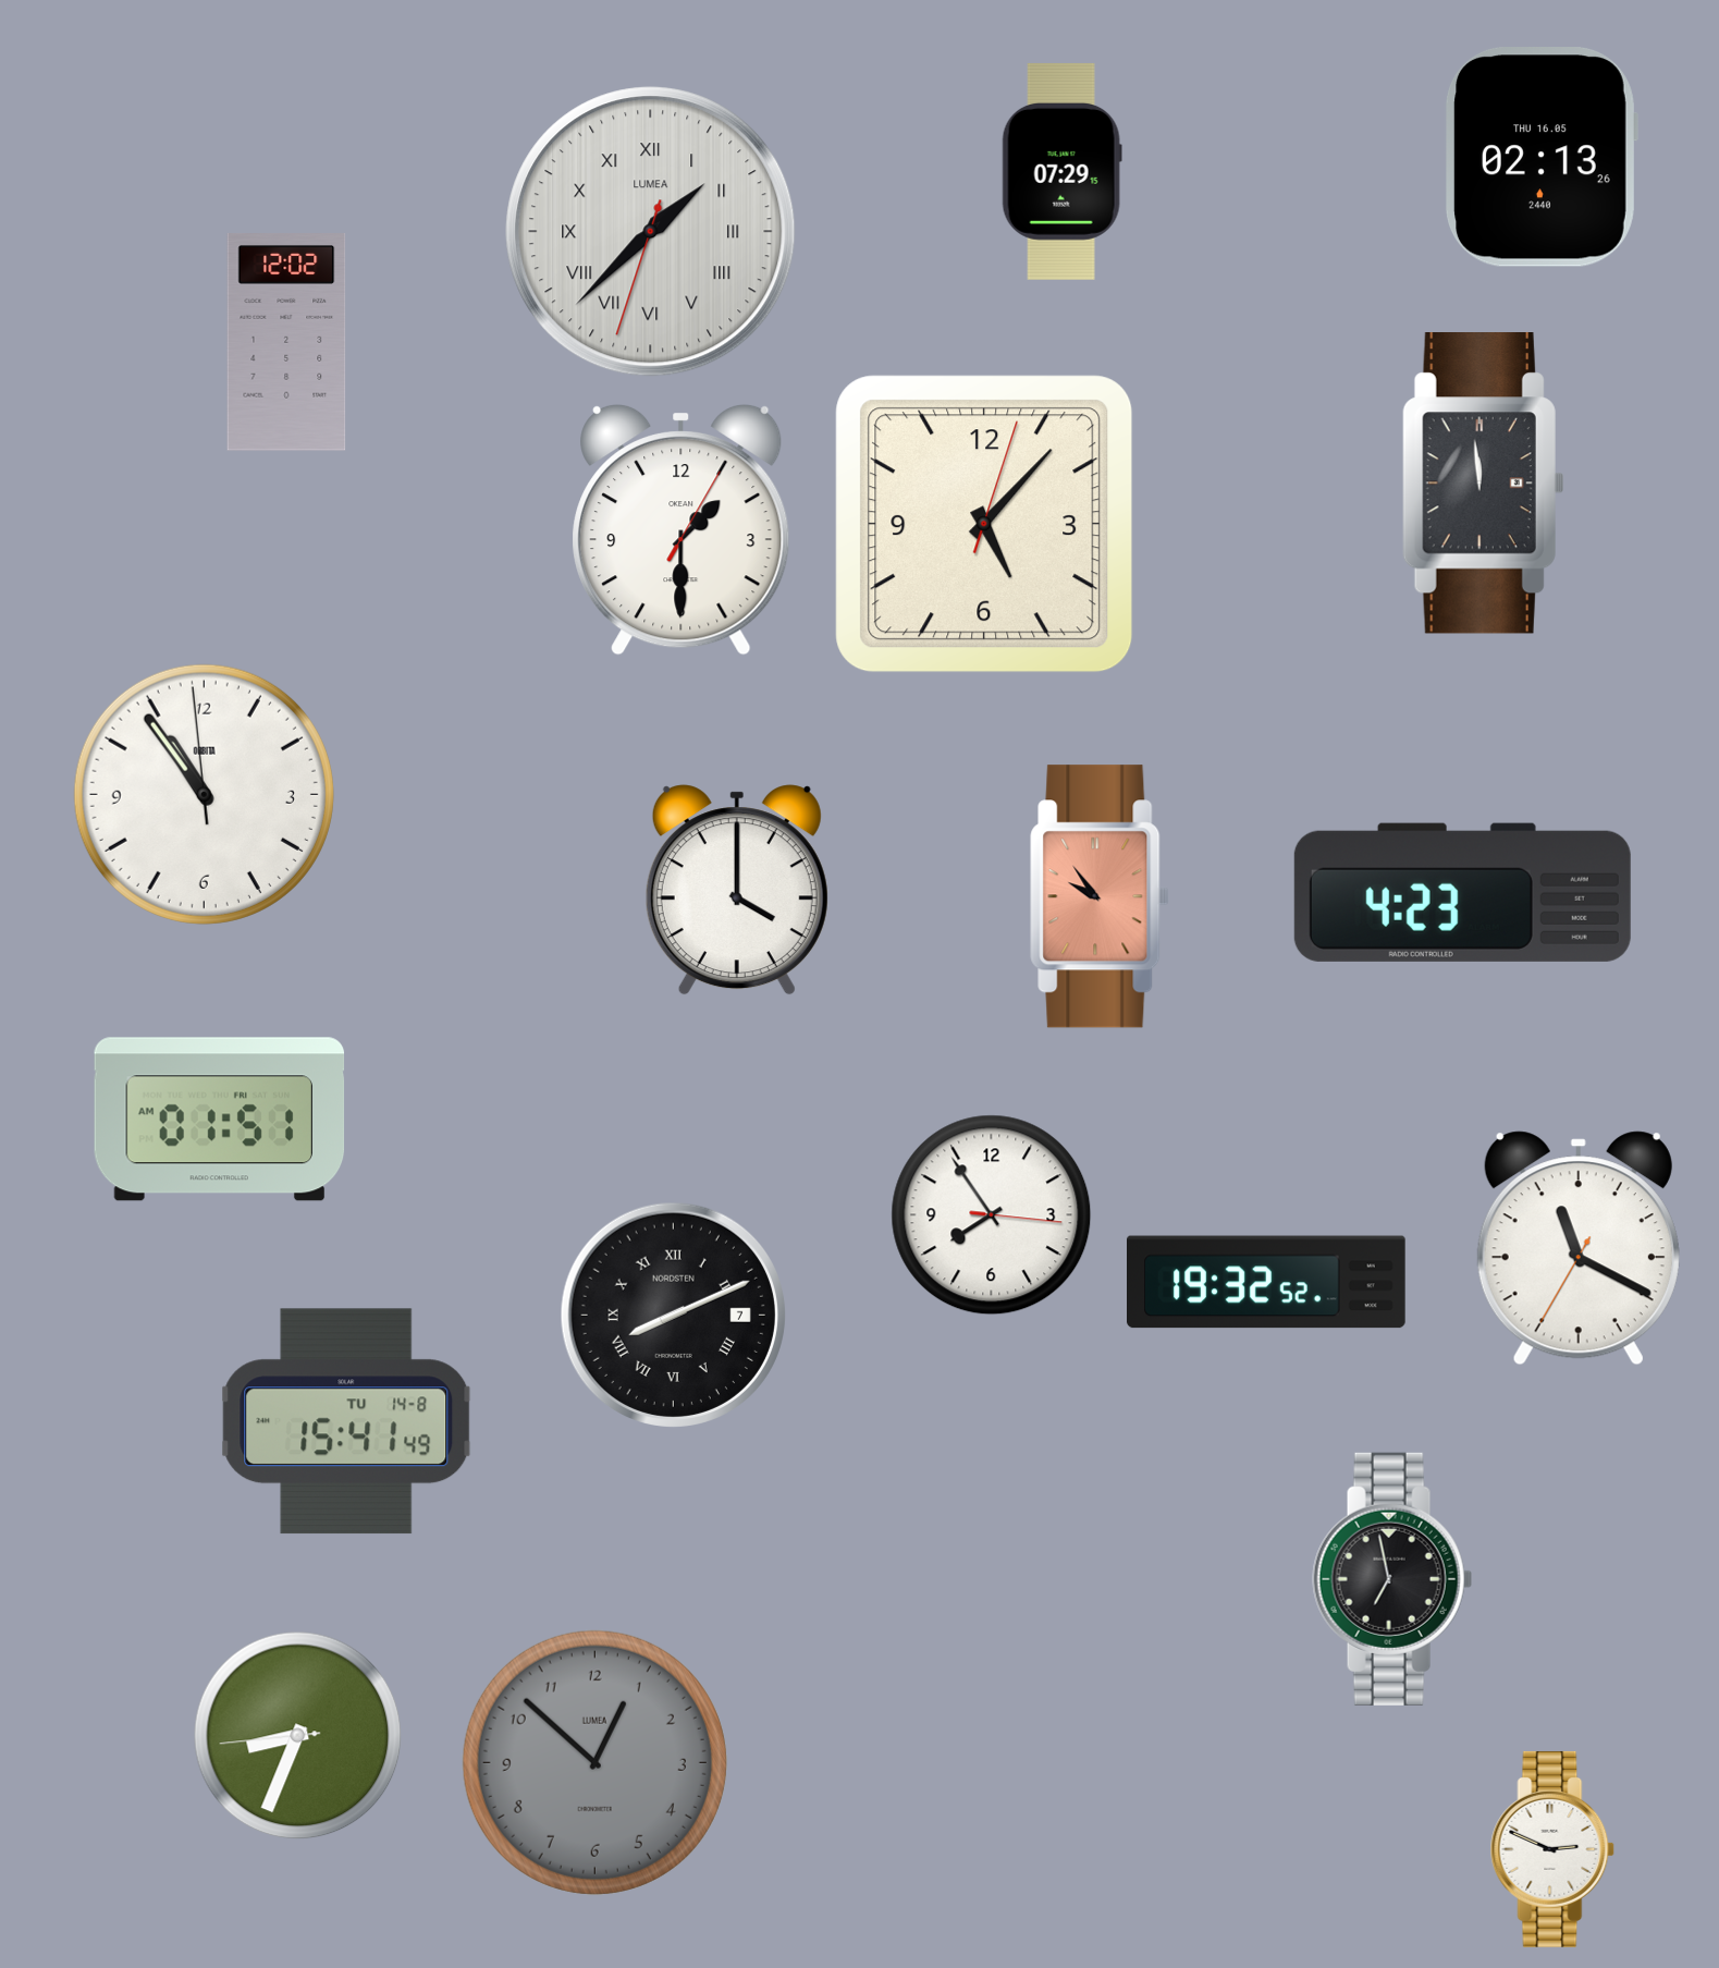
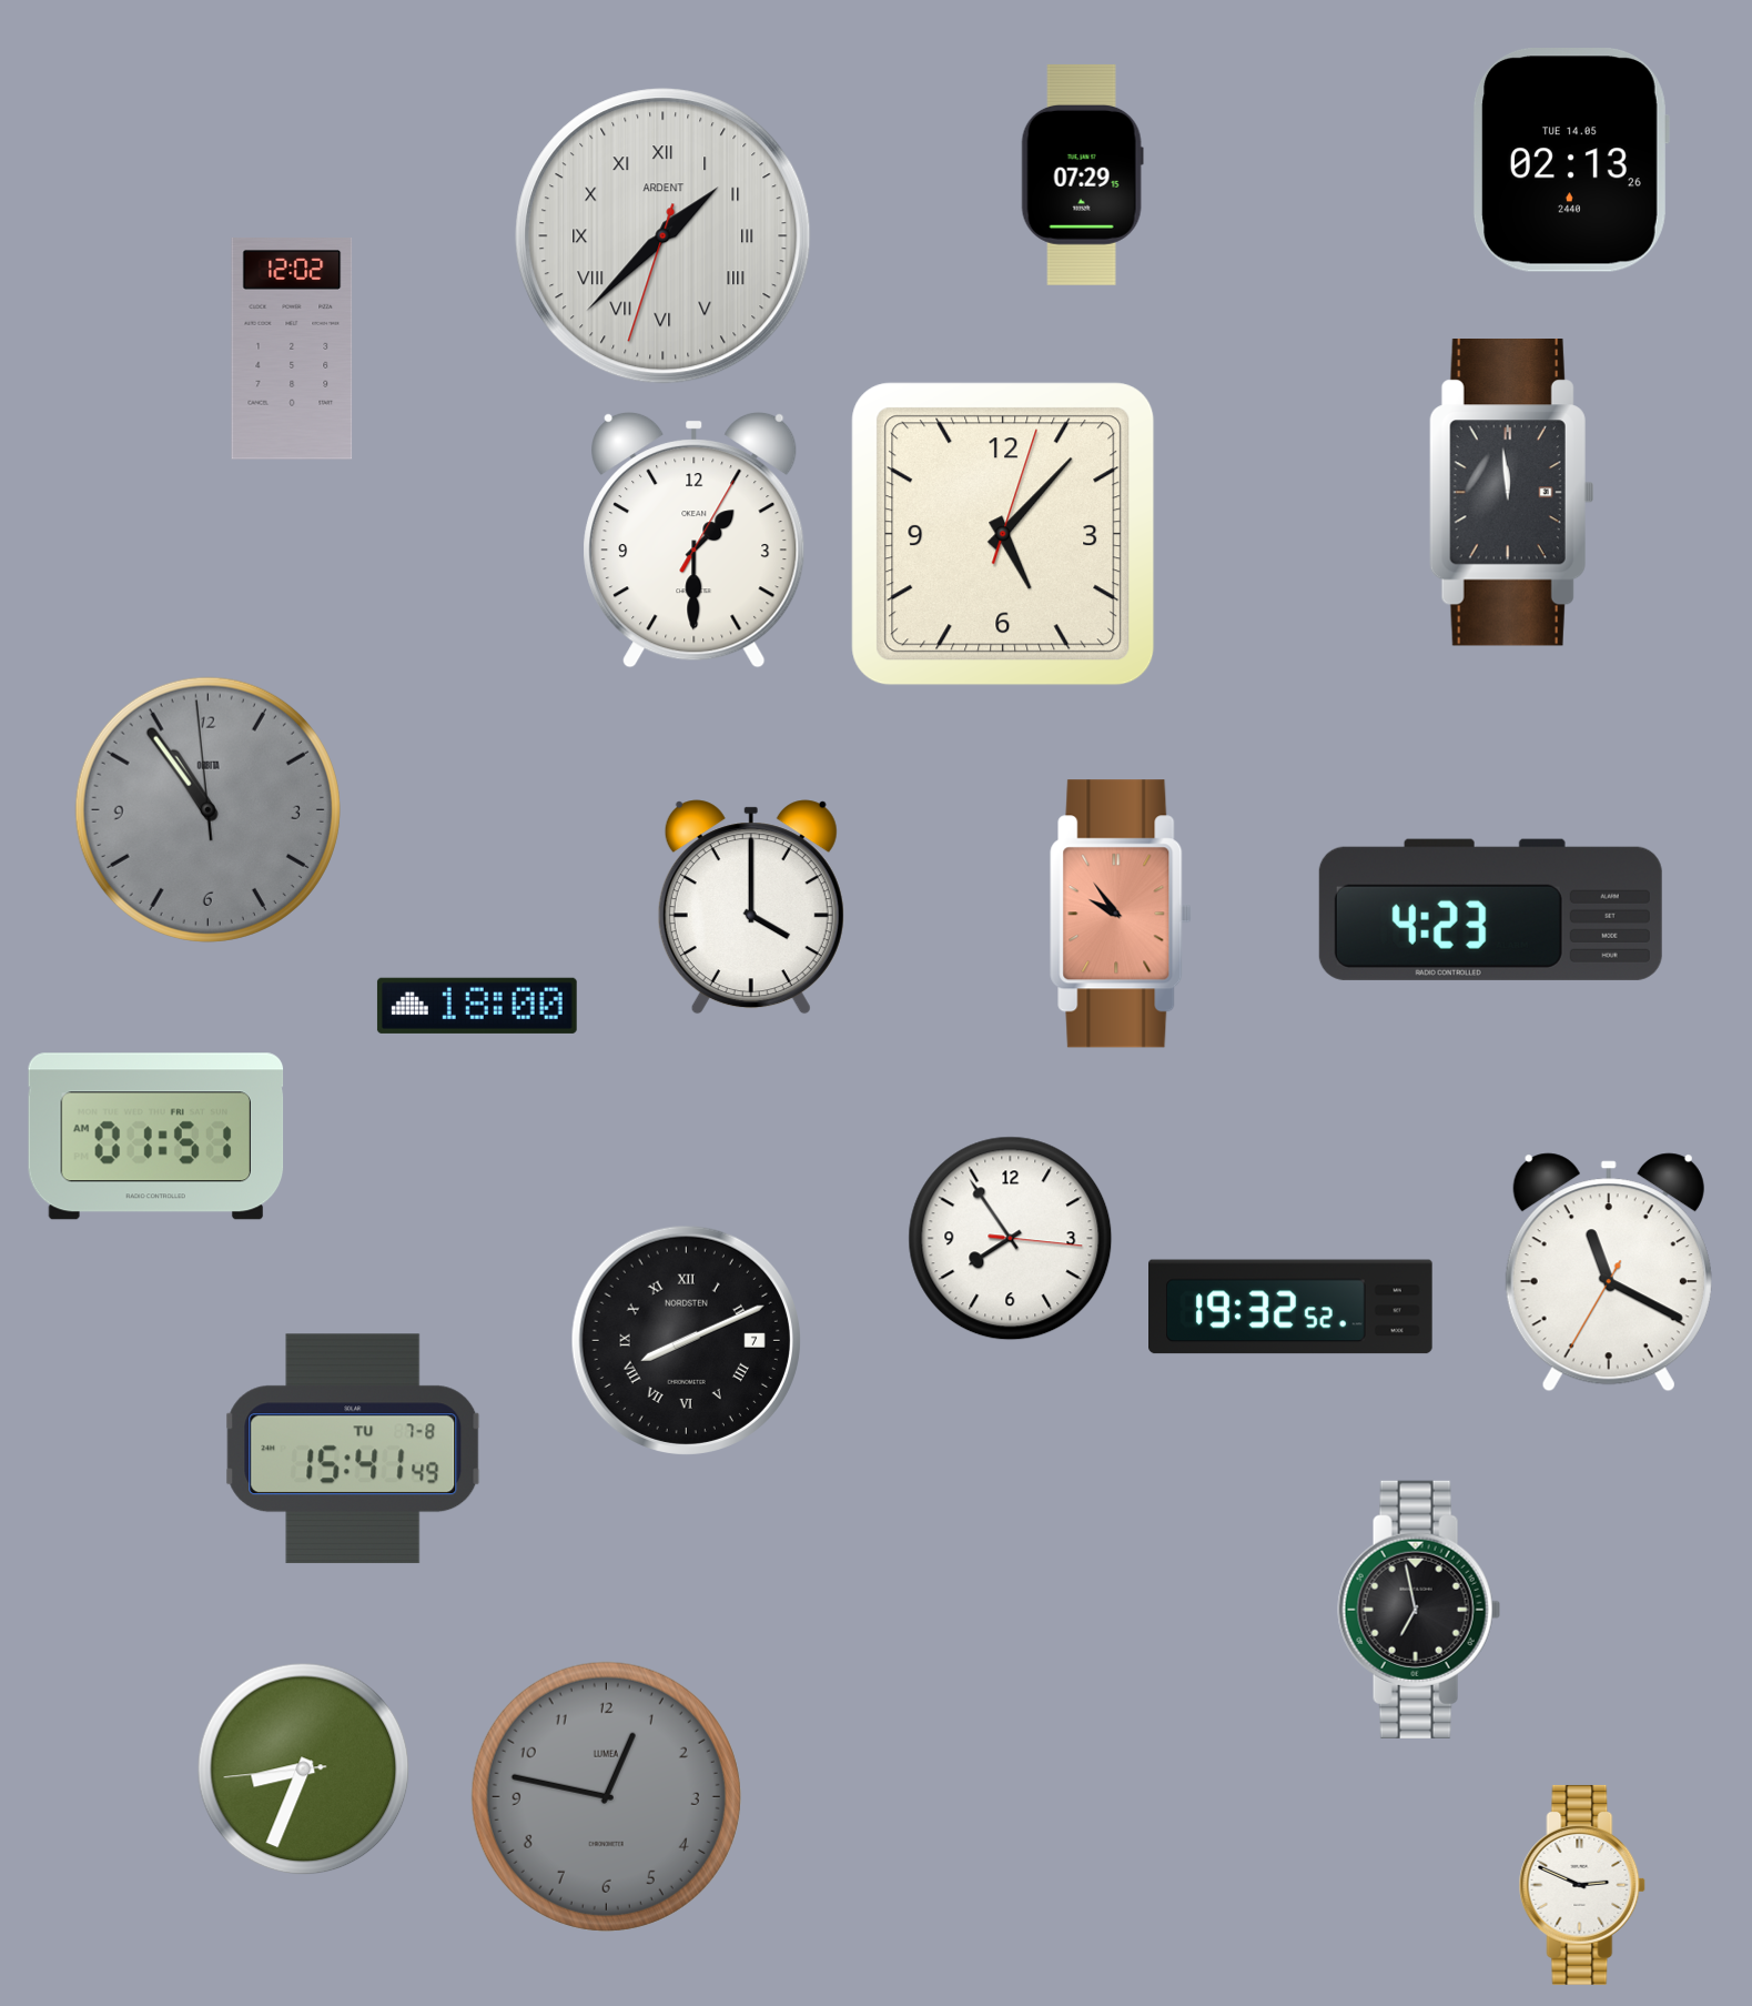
clock at (1542, 158) date: THU 16.05 -> TUE 14.05
clock at (651, 232) brand: LUMEA -> ARDENT
clock at (204, 794) dial: white -> grey
clock at (477, 1006): none -> 18:00
clock at (220, 1120) position: (220, 1120) -> (156, 1137)
clock at (346, 1421) date: TU 14-8 -> TU 7-8
clock at (594, 1762): 12:52 -> 12:47
